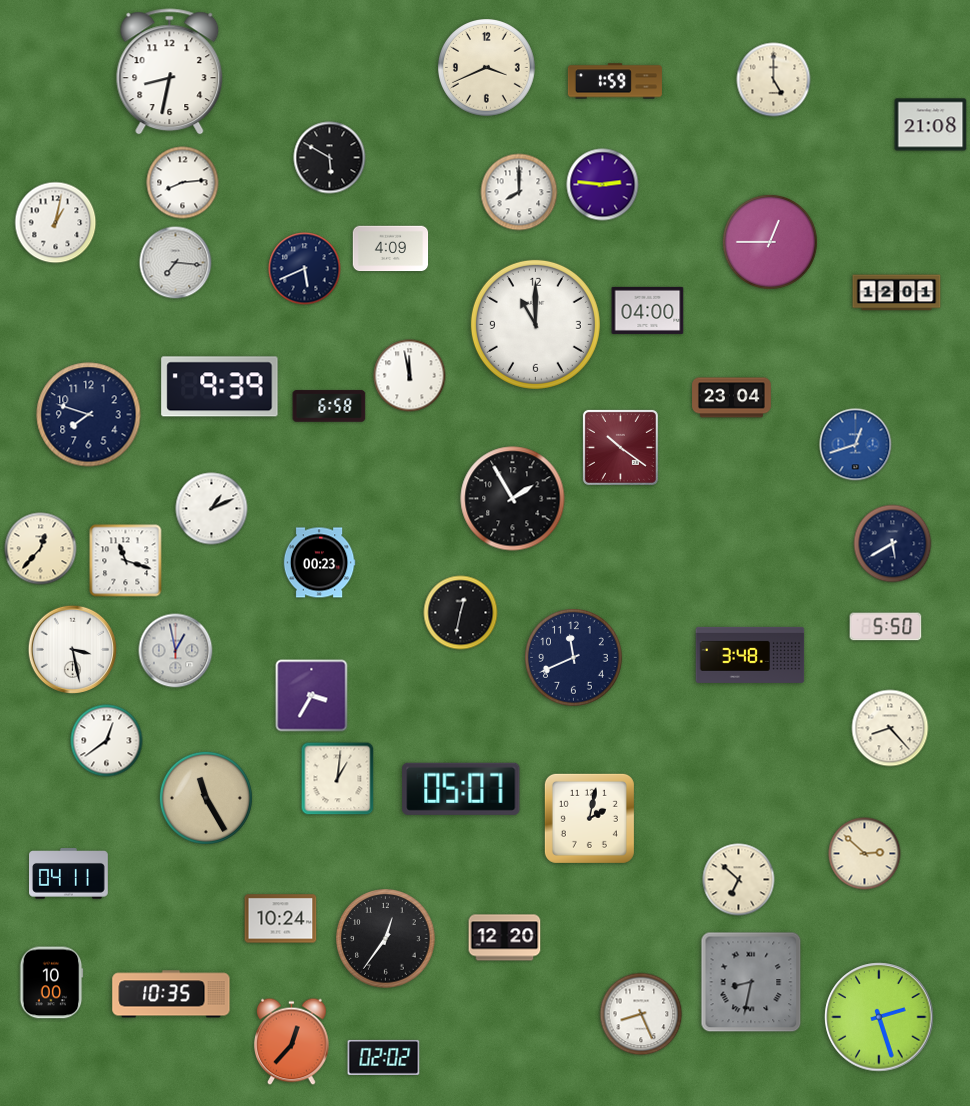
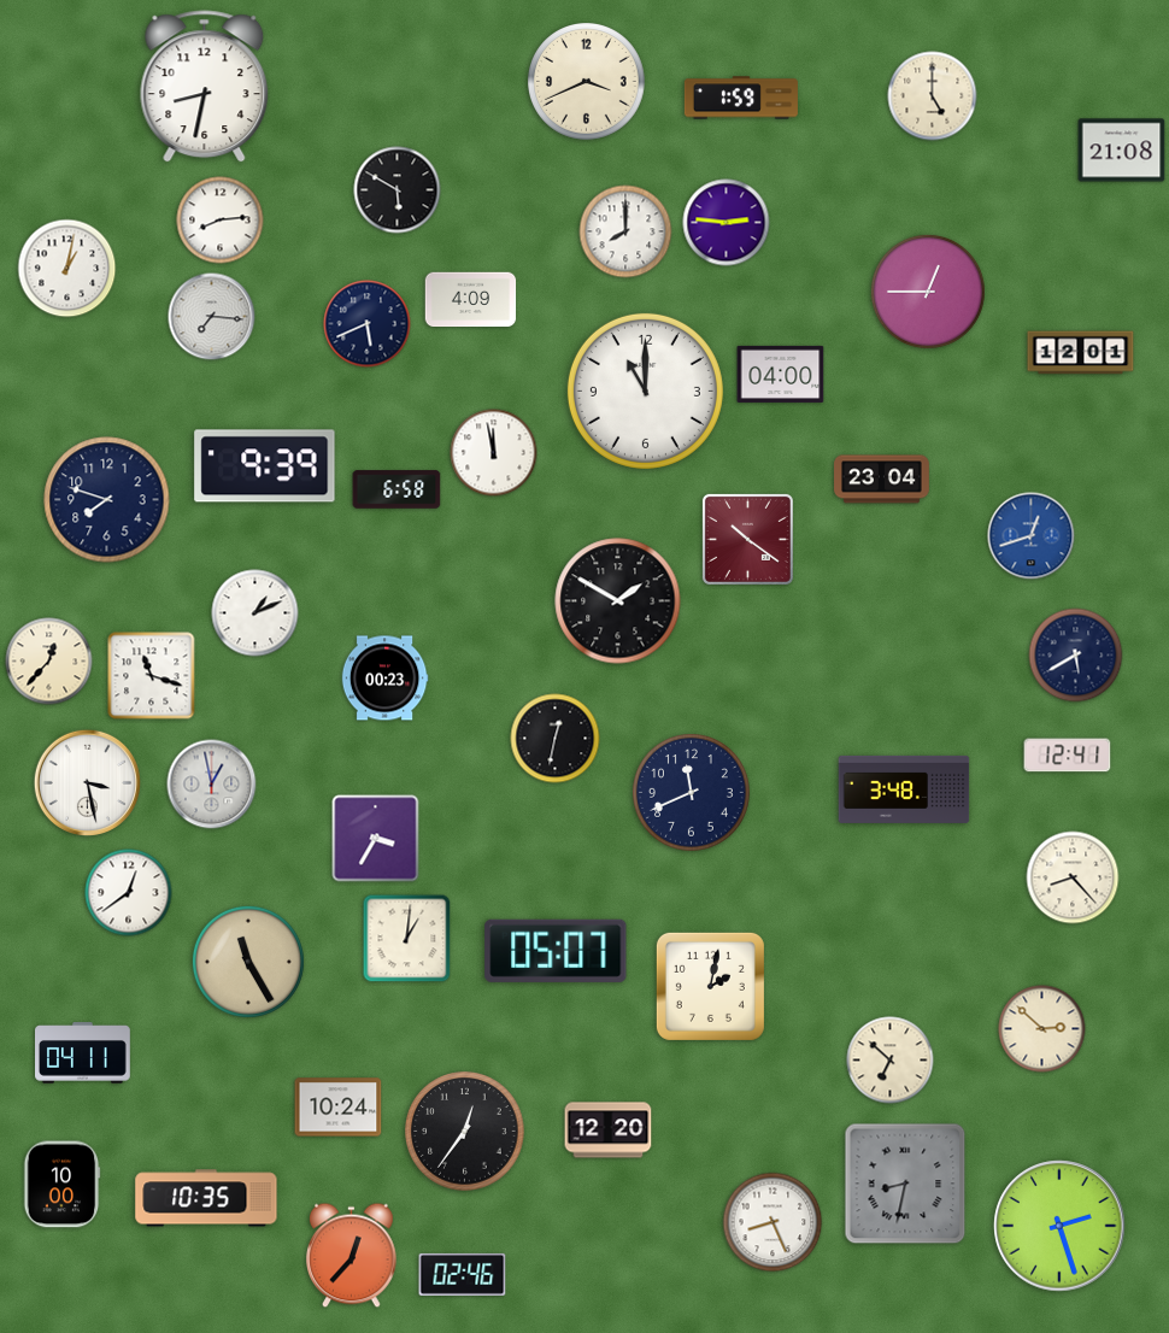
clock at (513, 499): 1:55 -> 1:50
clock at (886, 627): 5:50 -> 12:41
clock at (384, 1057): 02:02 -> 02:46
